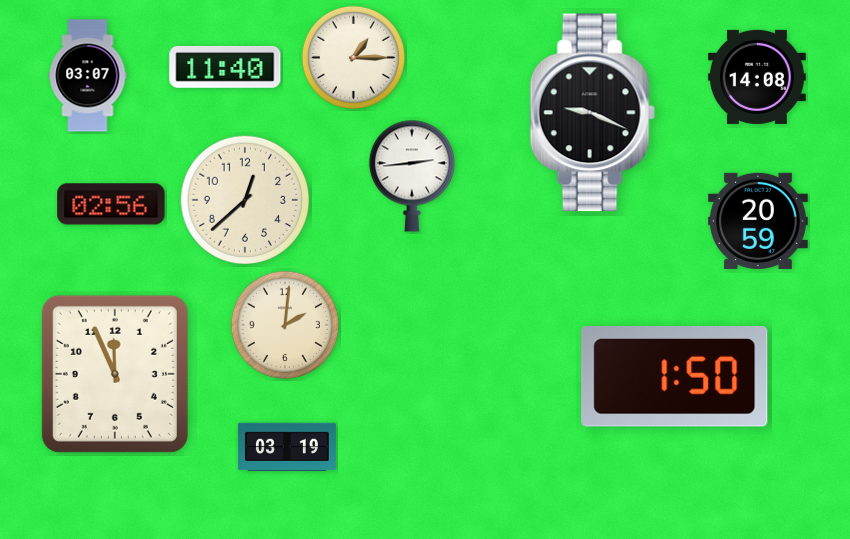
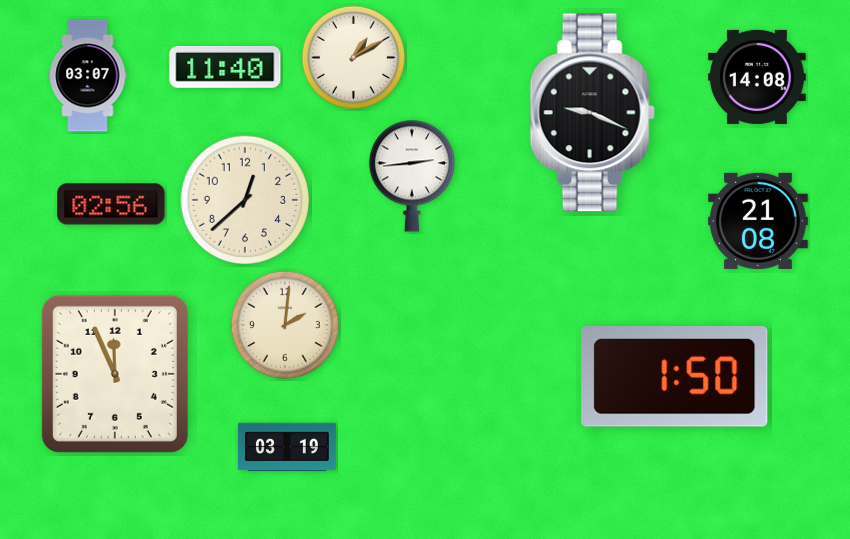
clock at (353, 57): 1:15 -> 1:10
clock at (759, 221): 20:59 -> 21:08
